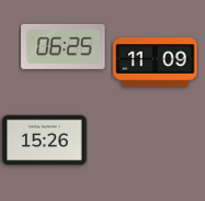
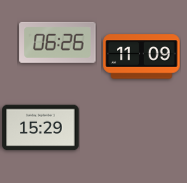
clock at (64, 46): 06:25 -> 06:26
clock at (45, 141): 15:26 -> 15:29
